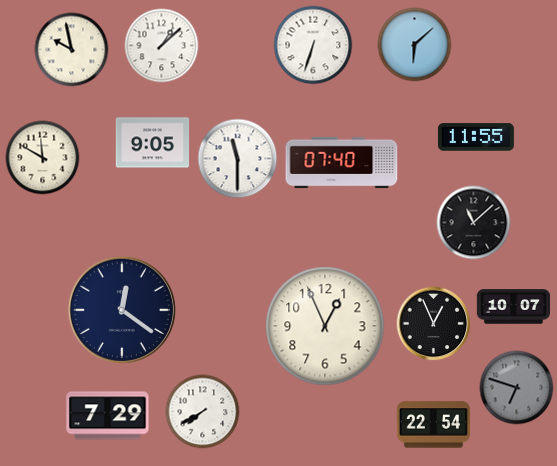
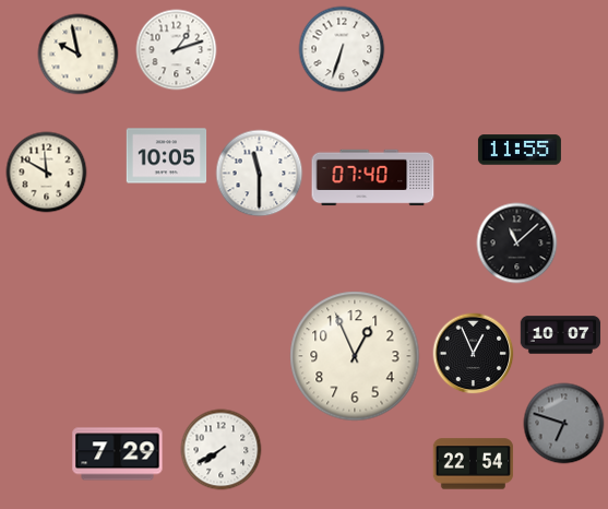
clock at (415, 45): 6:08 -> none
clock at (162, 46): 1:08 -> 1:12
clock at (153, 143): 9:05 -> 10:05
clock at (122, 310): 12:21 -> none
